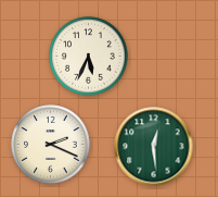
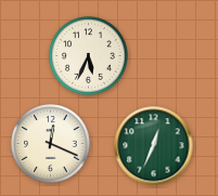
clock at (51, 145): 2:19 -> 12:19
clock at (154, 147): 12:29 -> 12:34
